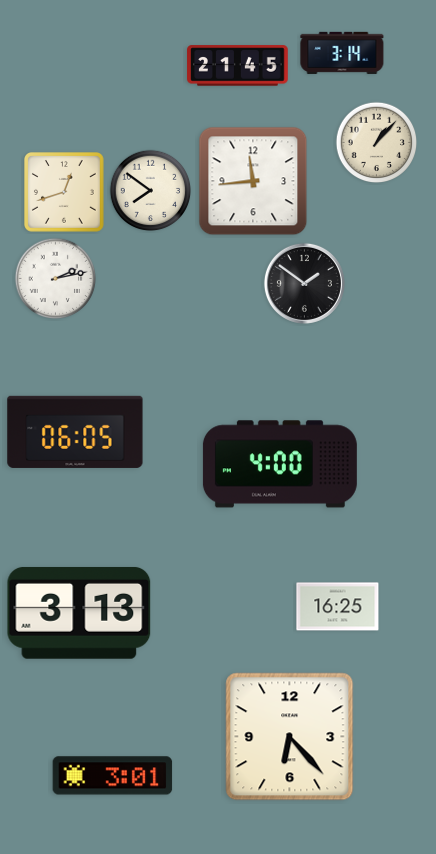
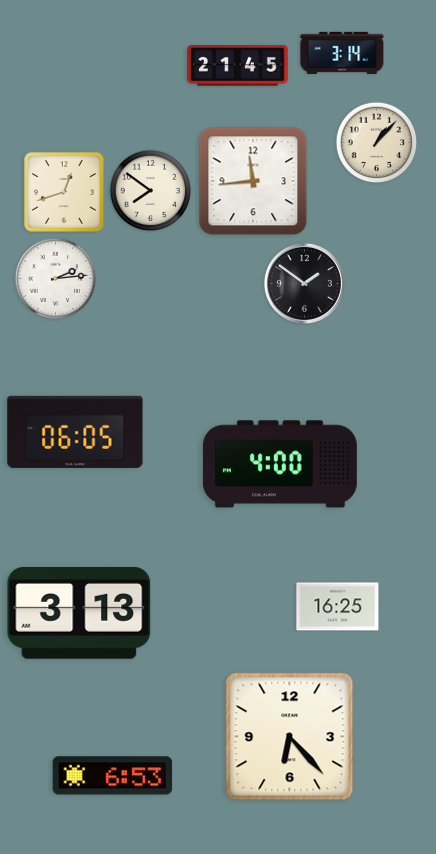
clock at (56, 279): 2:13 -> 2:14
clock at (113, 776): 3:01 -> 6:53
